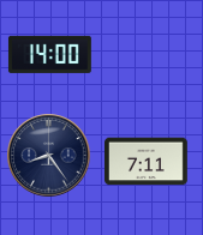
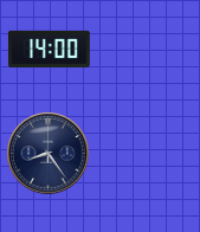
clock at (49, 54) position: (49, 54) -> (49, 49)
clock at (147, 162): 7:11 -> none
